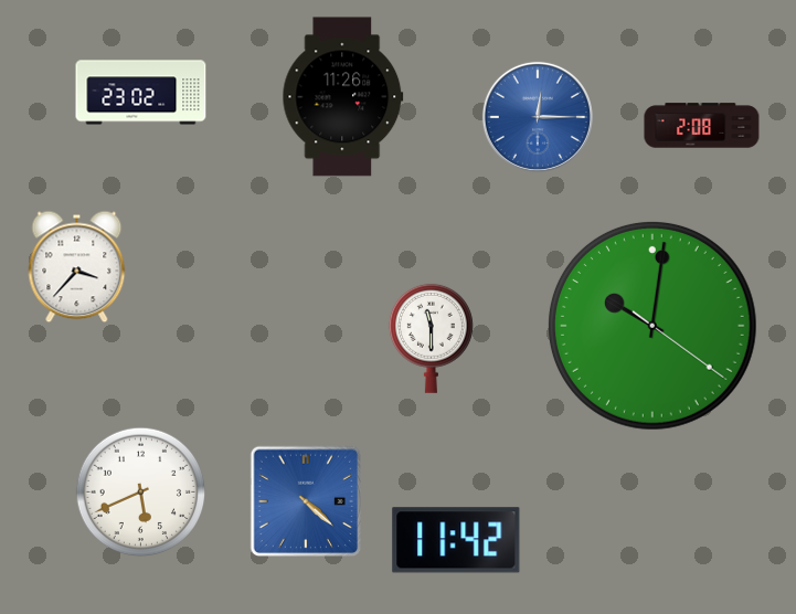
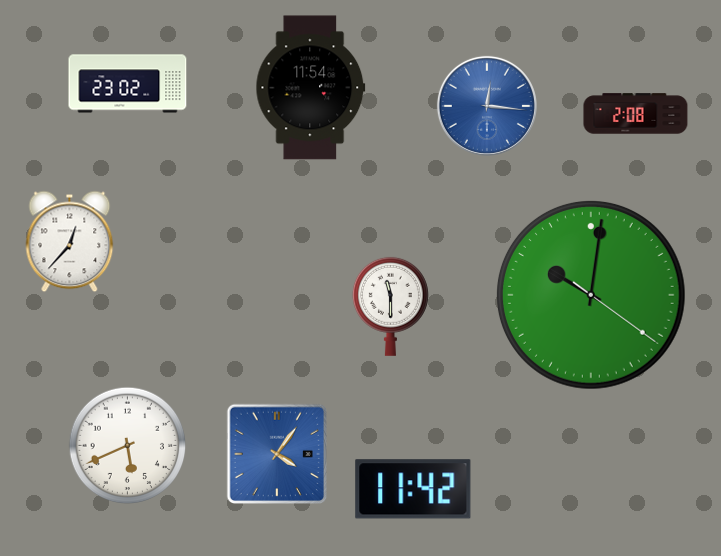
clock at (343, 97): 11:26 -> 11:54
clock at (538, 117): 12:15 -> 12:16
clock at (77, 267): 3:37 -> 12:37
clock at (305, 500): 4:22 -> 4:06
